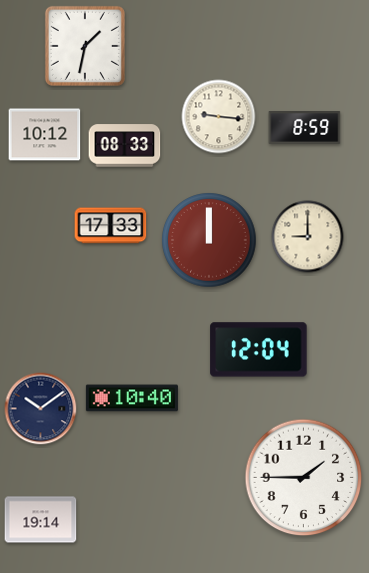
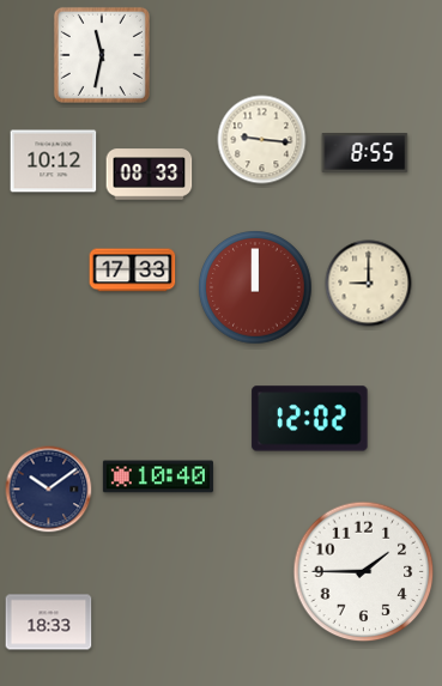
clock at (85, 46): 1:32 -> 11:32
clock at (305, 128): 8:59 -> 8:55
clock at (209, 240) position: (209, 240) -> (255, 287)
clock at (259, 350): 12:04 -> 12:02
clock at (41, 520): 19:14 -> 18:33
